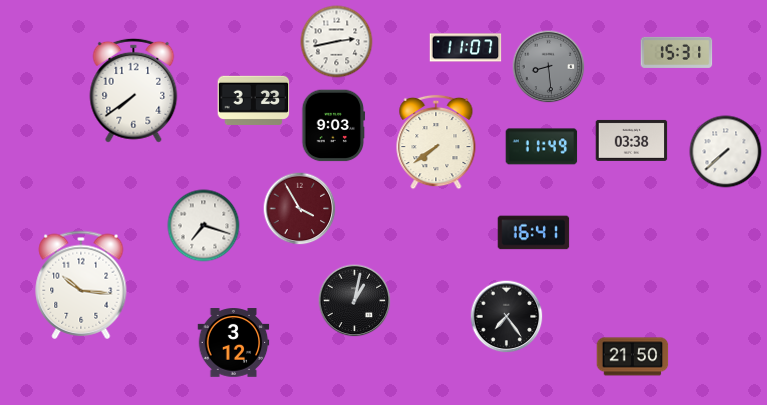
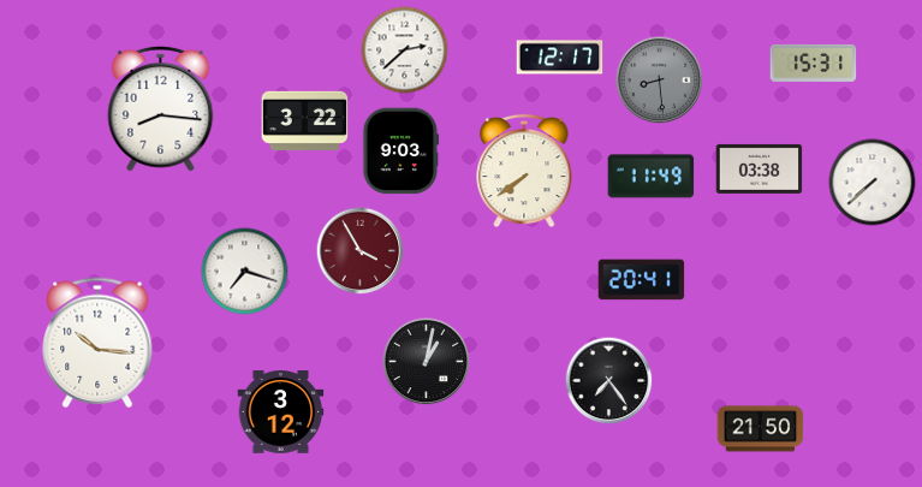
clock at (337, 42): 2:43 -> 2:38
clock at (466, 48): 11:07 -> 12:17
clock at (134, 90): 7:39 -> 8:16
clock at (254, 100): 3:23 -> 3:22
clock at (534, 233): 16:41 -> 20:41
